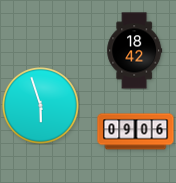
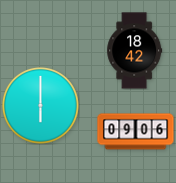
clock at (40, 105): 5:57 -> 6:00
